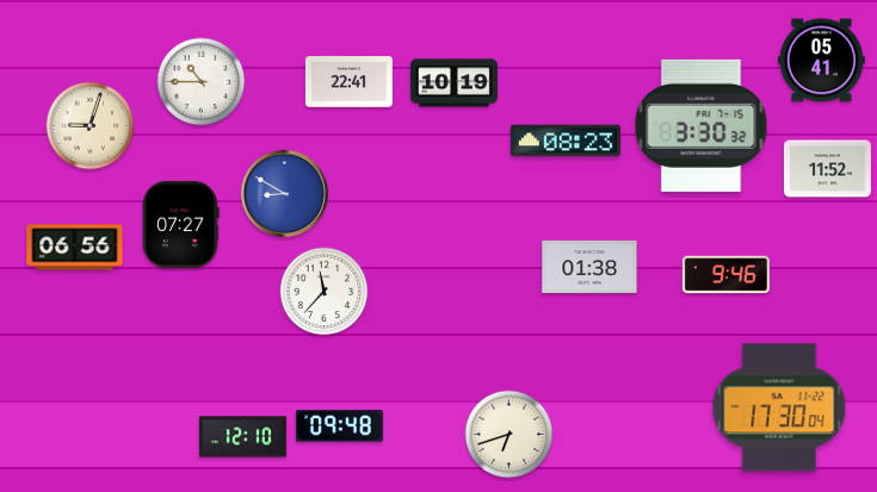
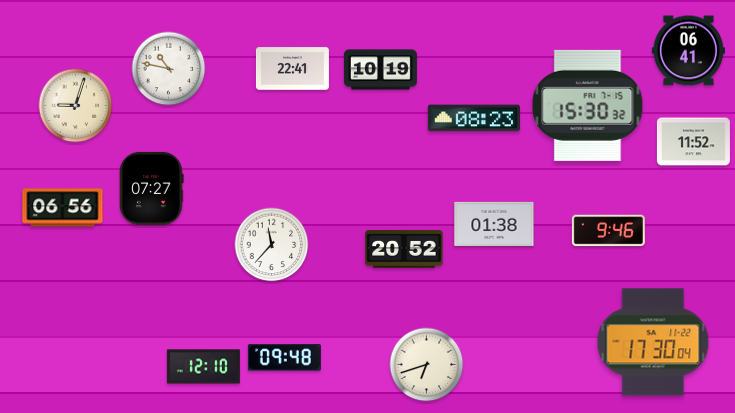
clock at (821, 61): 05:41 -> 06:41
clock at (202, 82): 10:45 -> 10:47
clock at (702, 125): 3:30 -> 15:30
clock at (284, 193): 8:50 -> none
clock at (404, 250): none -> 20:52
